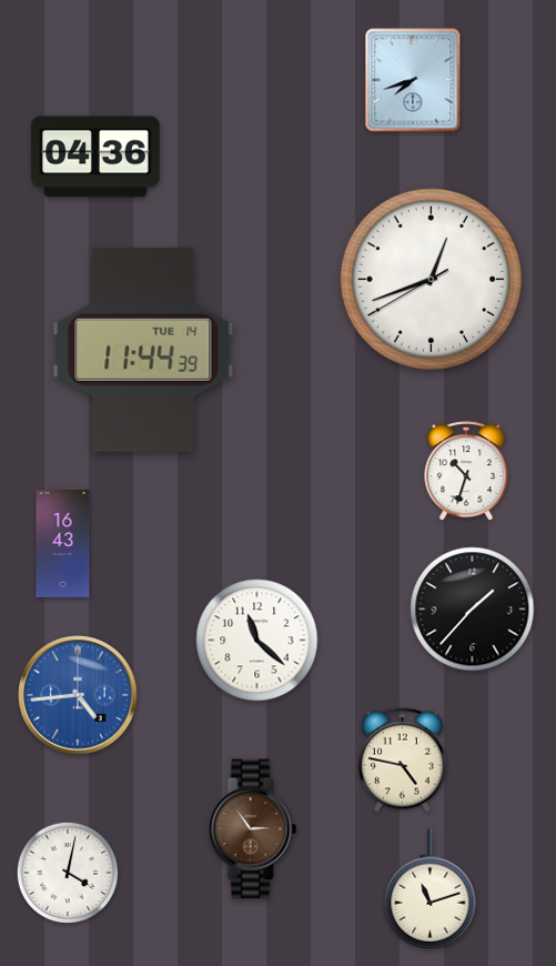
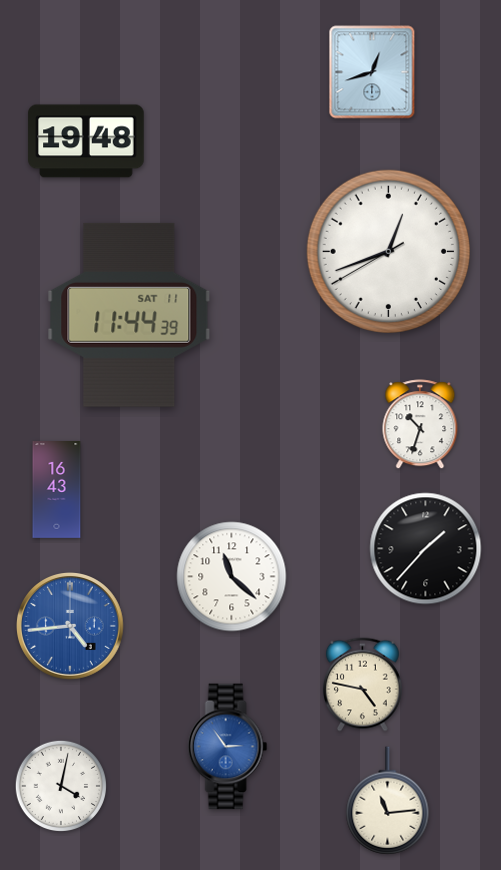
clock at (413, 80): 7:42 -> 12:42
clock at (95, 157): 04:36 -> 19:48
clock at (143, 350) date: TUE 14 -> SAT 11
clock at (253, 829) dial: brown -> blue
clock at (431, 889): 11:12 -> 11:14
